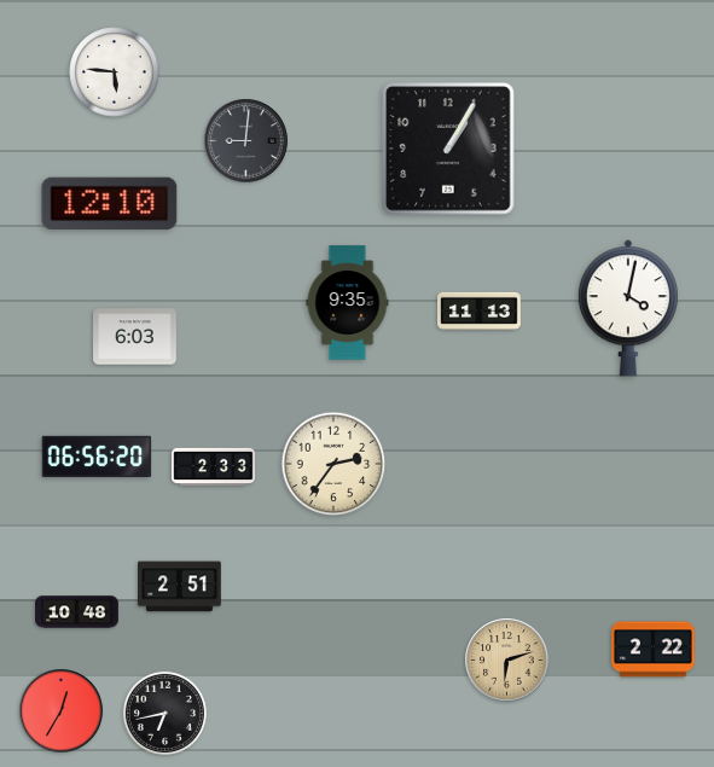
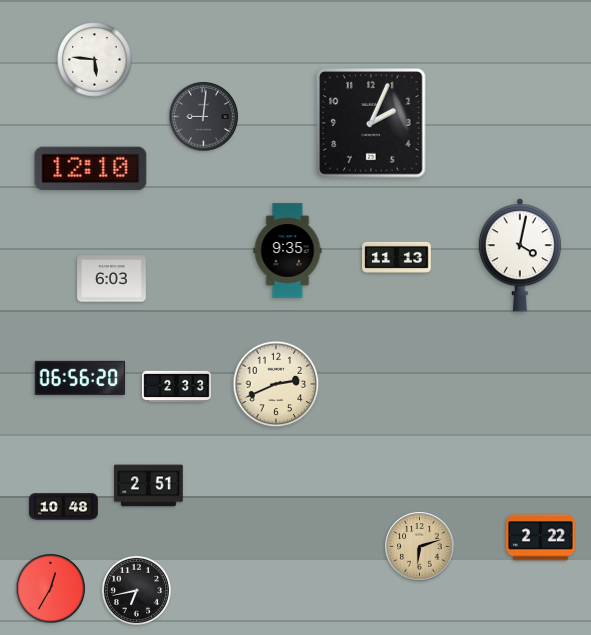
clock at (448, 149): 1:05 -> 2:04
clock at (333, 464): 2:36 -> 2:41
